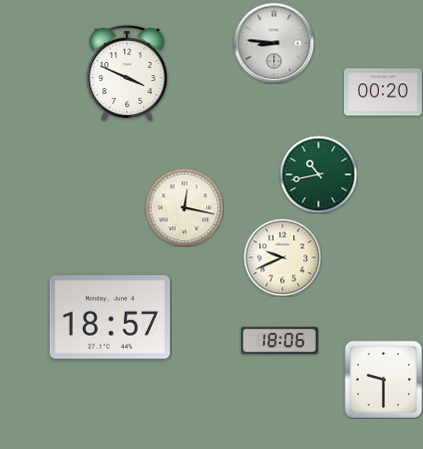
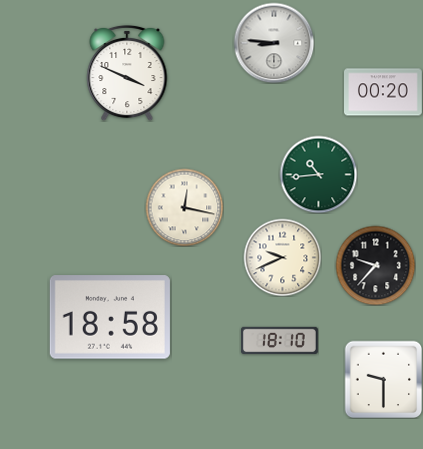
clock at (318, 174): 10:43 -> 10:44
clock at (375, 265): none -> 9:37
clock at (110, 317): 18:57 -> 18:58
clock at (279, 340): 18:06 -> 18:10
